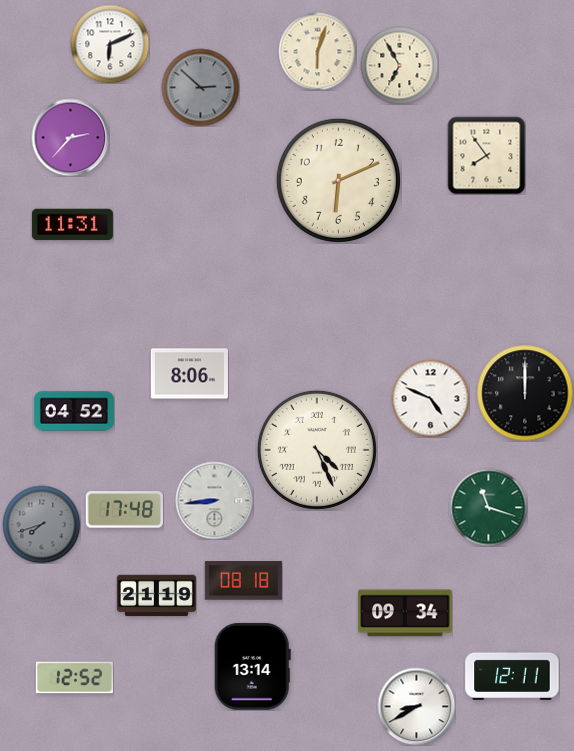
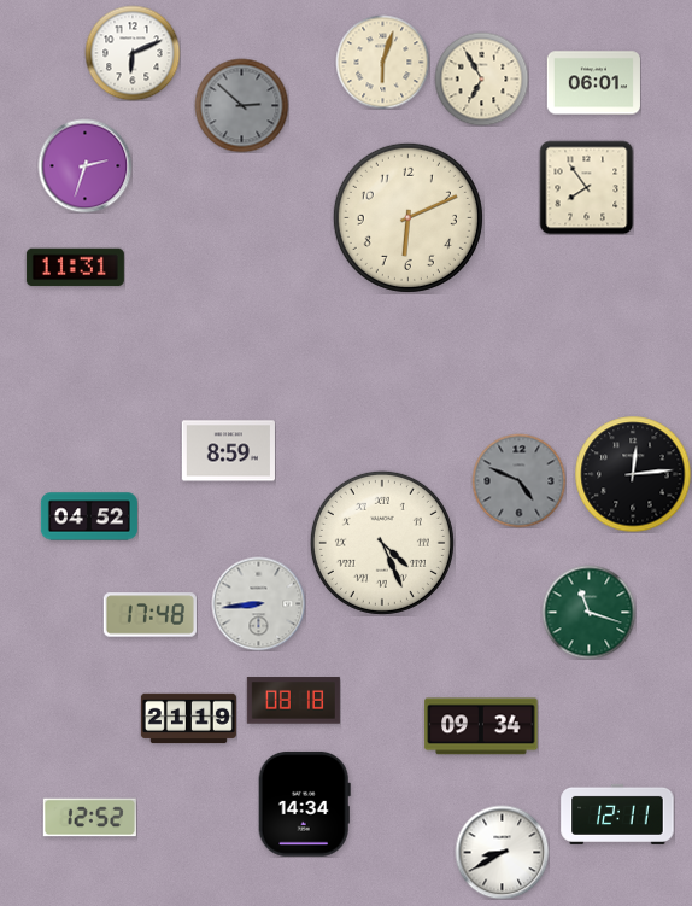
clock at (593, 83): none -> 06:01
clock at (70, 137): 2:37 -> 2:33
clock at (72, 225) position: (72, 225) -> (75, 268)
clock at (189, 374): 8:06 -> 8:59
clock at (525, 393): 12:00 -> 12:14
clock at (430, 398) dial: white -> grey
clock at (74, 411) position: (74, 411) -> (89, 516)
clock at (41, 524): 7:42 -> none
clock at (405, 613) position: (405, 613) -> (481, 726)
clock at (252, 666): 13:14 -> 14:34
